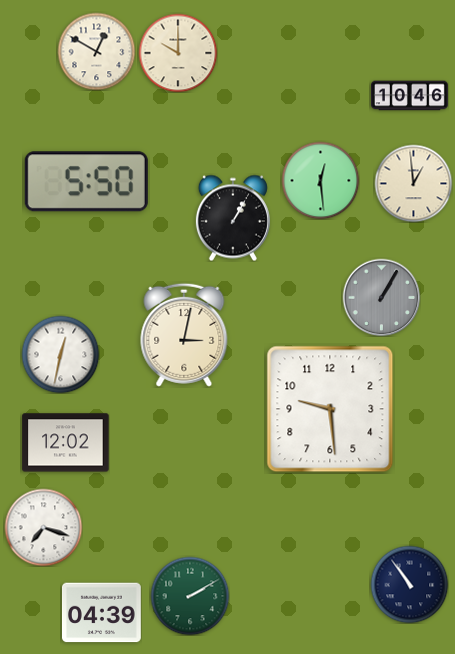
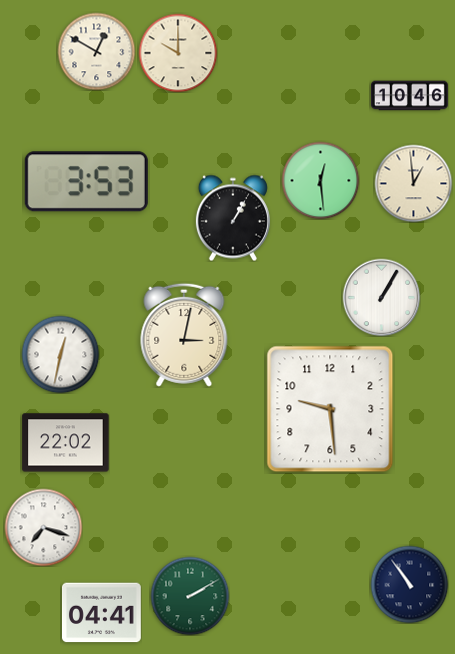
clock at (86, 182): 5:50 -> 3:53
clock at (381, 297) dial: grey -> white
clock at (66, 443): 12:02 -> 22:02
clock at (101, 613): 04:39 -> 04:41
